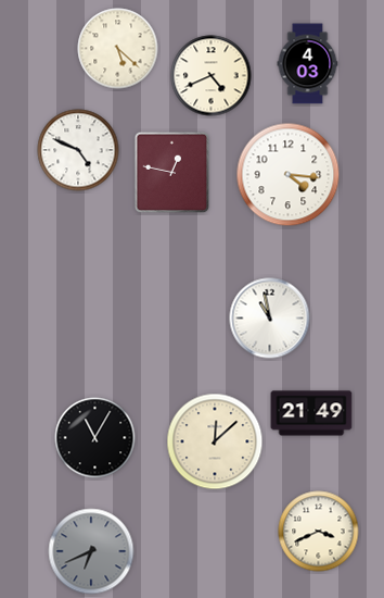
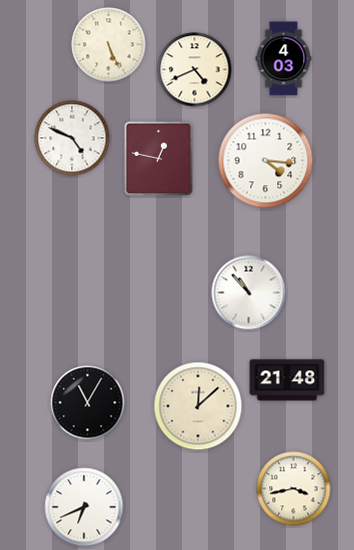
clock at (118, 49): 5:22 -> 5:26
clock at (270, 319): 10:58 -> 10:53
clock at (311, 413): 21:49 -> 21:48
clock at (319, 532): 3:41 -> 3:43
clock at (91, 551) dial: grey -> white
